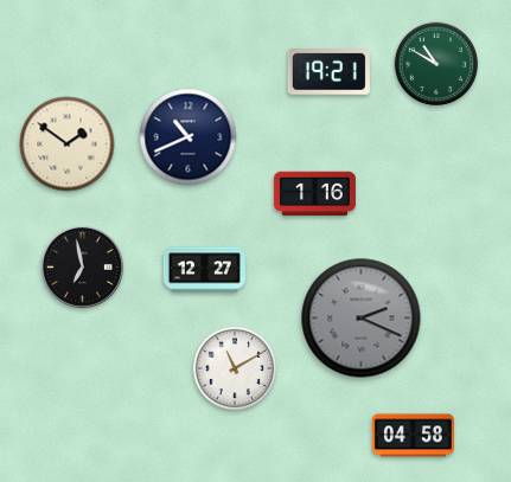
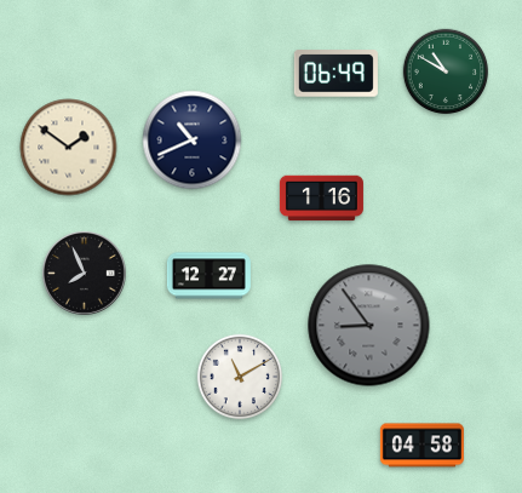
clock at (436, 64) position: (436, 64) -> (446, 71)
clock at (328, 72): 19:21 -> 06:49
clock at (83, 268): 6:58 -> 7:56
clock at (362, 319): 2:19 -> 8:54
